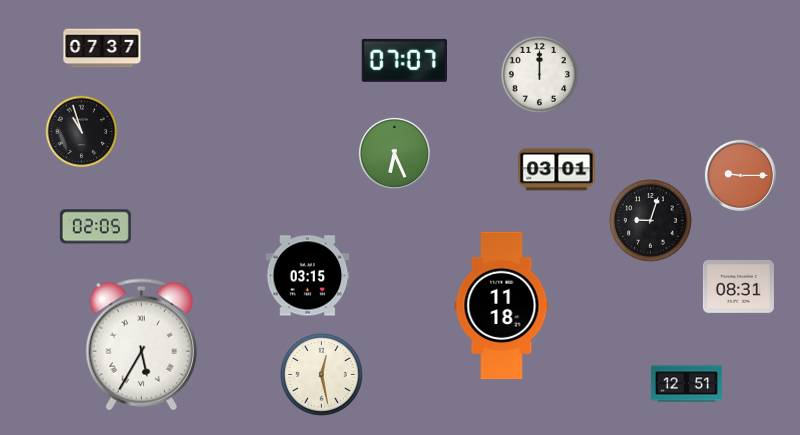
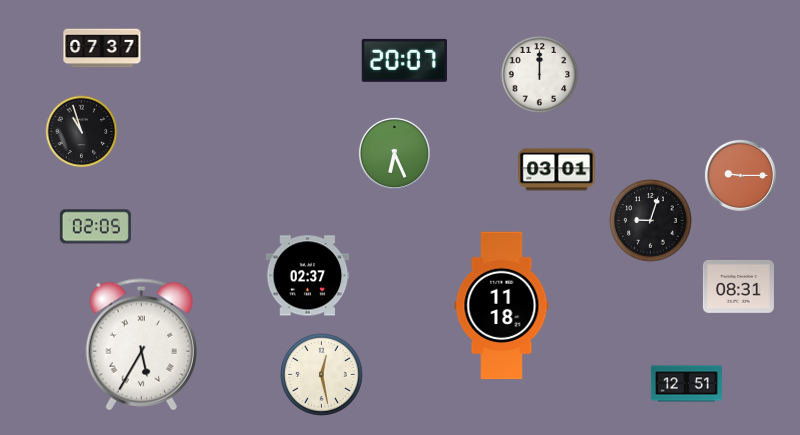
clock at (404, 60): 07:07 -> 20:07
clock at (308, 276): 03:15 -> 02:37
